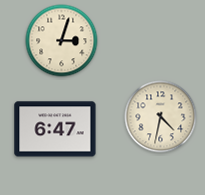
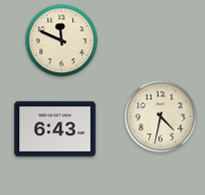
clock at (62, 41): 3:03 -> 11:49
clock at (55, 129): 6:47 -> 6:43
